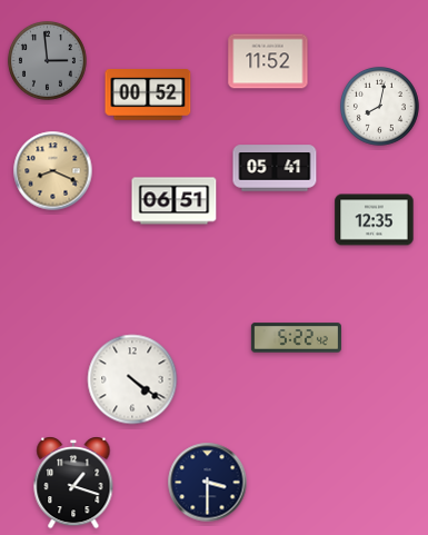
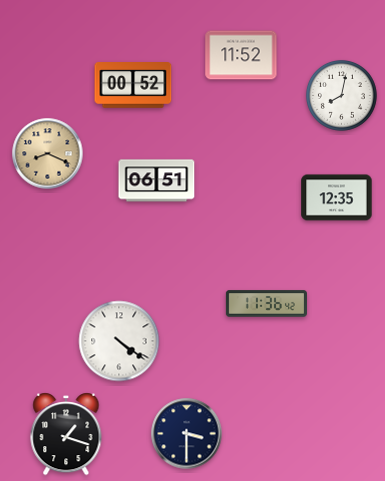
clock at (47, 60): 2:59 -> none
clock at (275, 168): 05:41 -> none
clock at (296, 338): 5:22 -> 11:36
